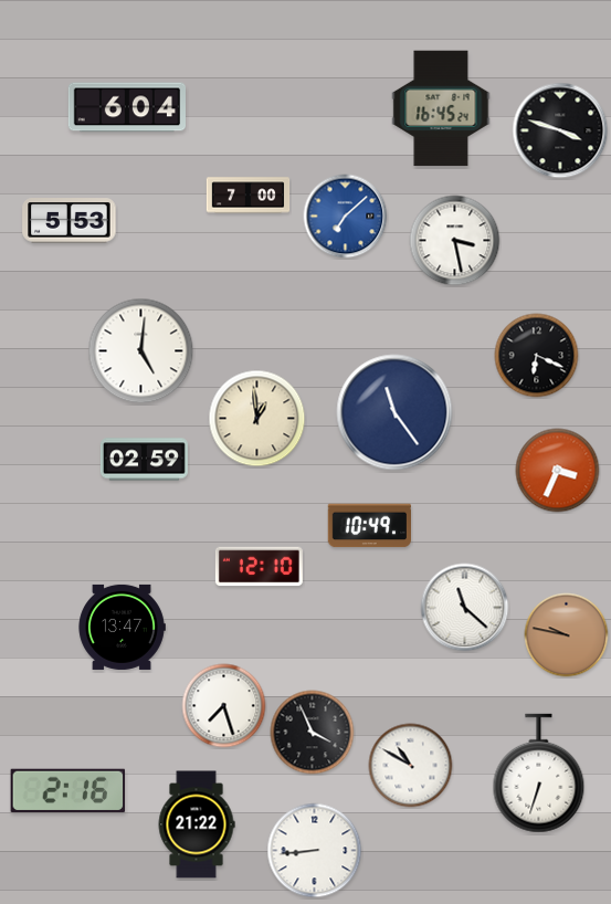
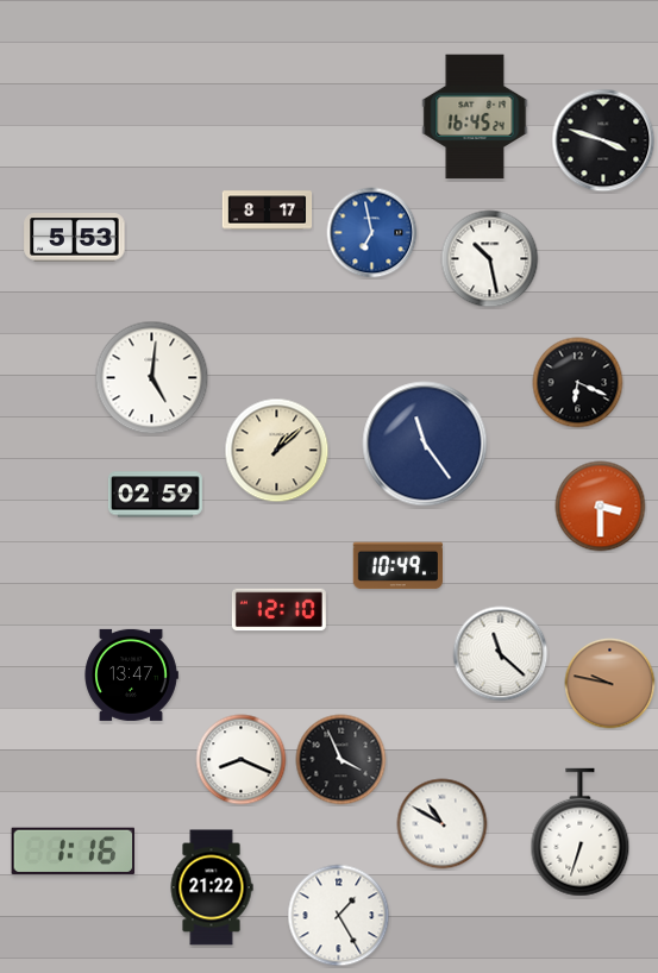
clock at (126, 107): 6:04 -> none
clock at (249, 196): 7:00 -> 8:17
clock at (346, 217): 7:08 -> 6:58
clock at (455, 241): 3:28 -> 10:28
clock at (257, 419): 12:59 -> 1:08
clock at (558, 471): 3:34 -> 3:30
clock at (224, 706): 7:27 -> 8:19
clock at (313, 733) position: (313, 733) -> (341, 760)
clock at (69, 790): 2:16 -> 1:16
clock at (315, 851): 8:44 -> 1:25
